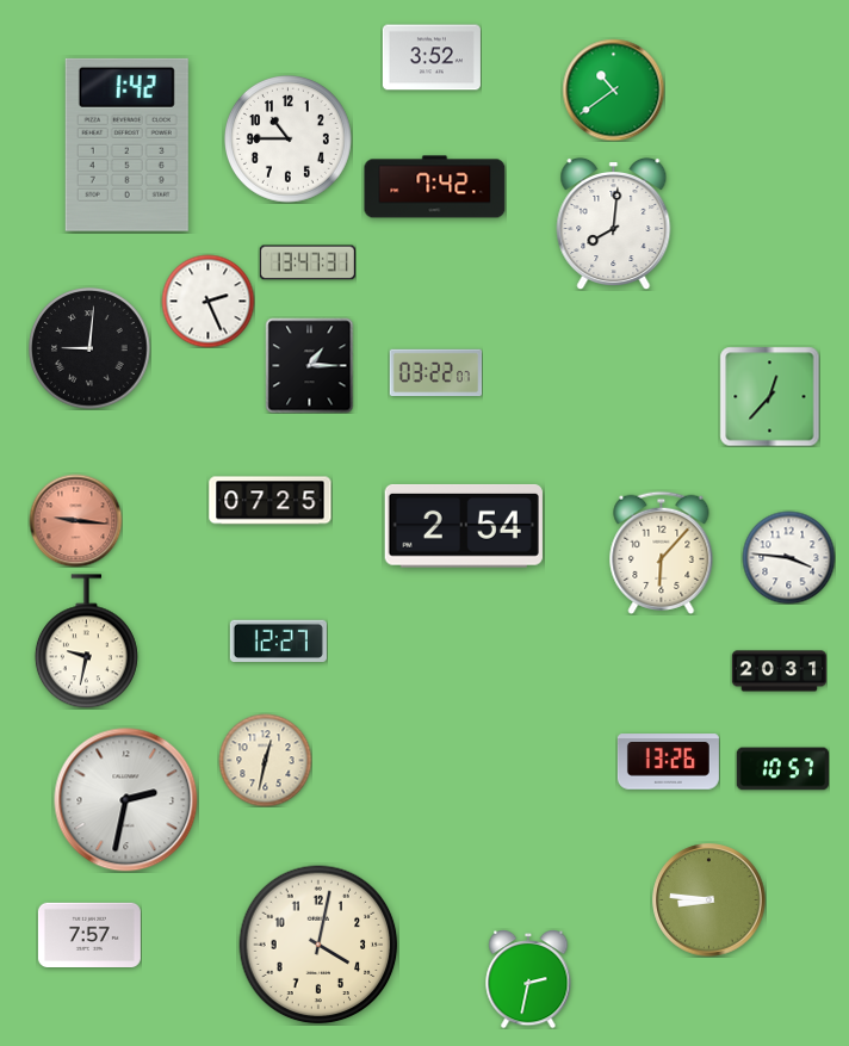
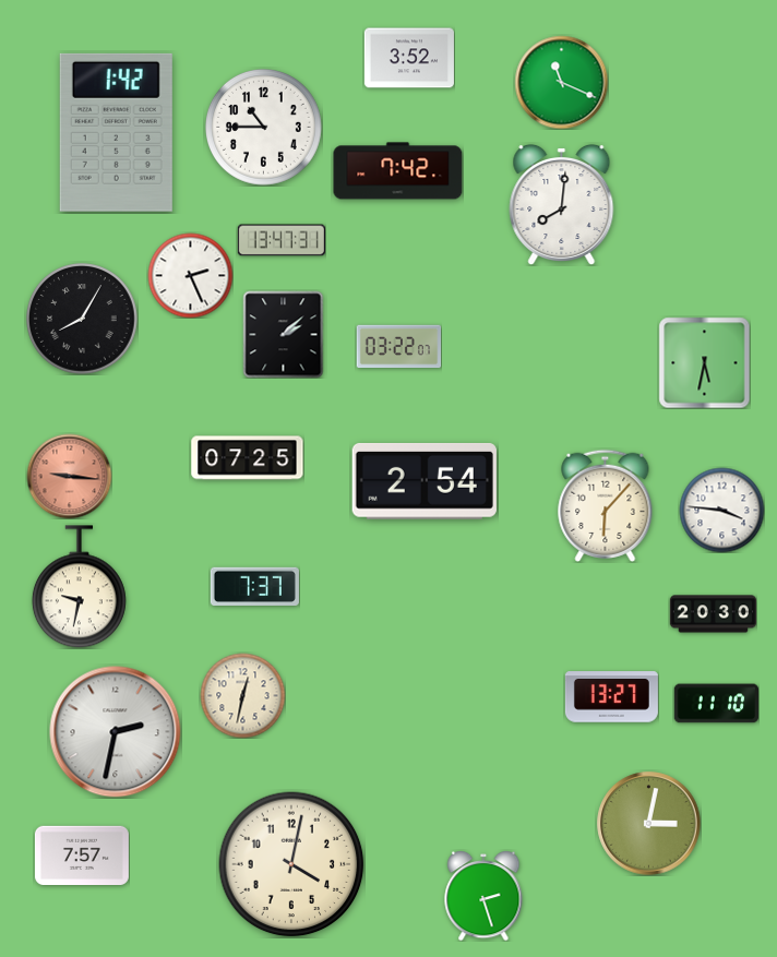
clock at (432, 57) position: (432, 57) -> (409, 58)
clock at (613, 89): 10:39 -> 11:19
clock at (89, 348): 9:01 -> 8:05
clock at (310, 365): 1:15 -> 2:08
clock at (435, 373) position: (435, 373) -> (398, 347)
clock at (769, 396): 12:37 -> 5:32
clock at (278, 640): 12:27 -> 7:37
clock at (779, 671): 20:31 -> 20:30
clock at (668, 762): 13:26 -> 13:27
clock at (782, 769): 10:57 -> 11:10
clock at (709, 900): 8:46 -> 3:02
clock at (528, 979): 2:32 -> 2:27
